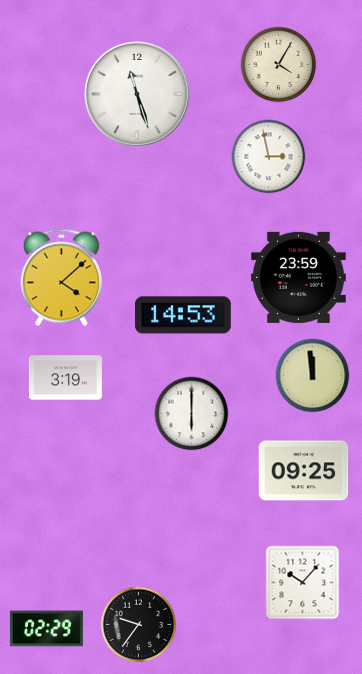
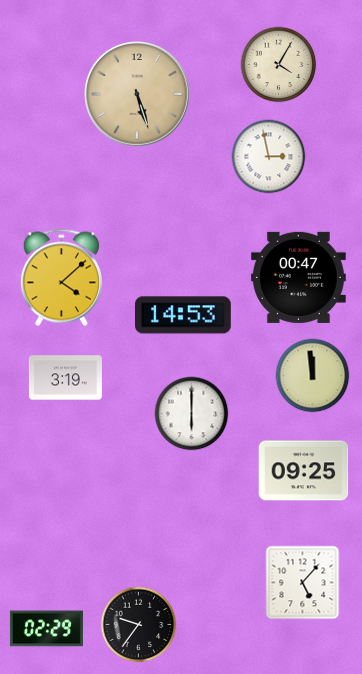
clock at (138, 95): 11:27 -> 5:27
clock at (138, 95) dial: white -> champagne
clock at (298, 277): 23:59 -> 00:47
clock at (303, 583): 10:07 -> 5:07
